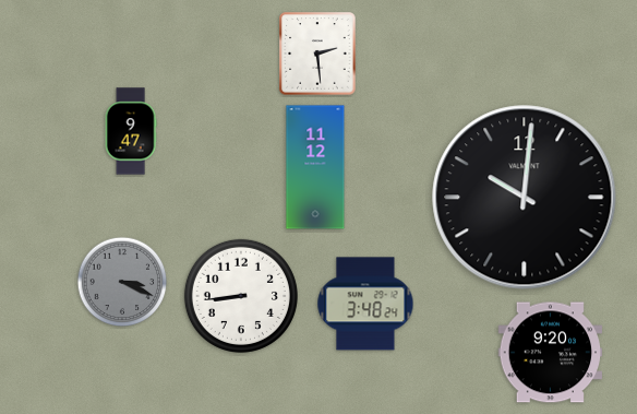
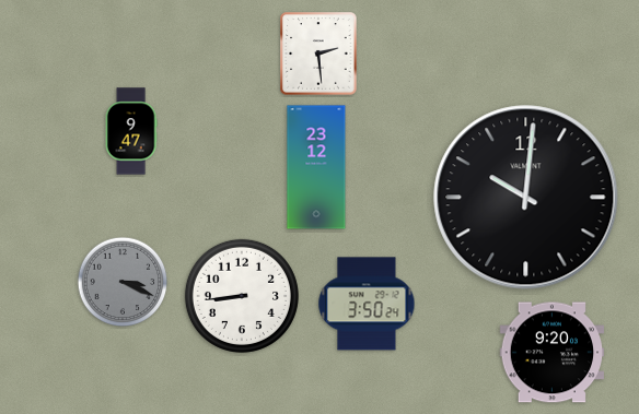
clock at (315, 167): 11:12 -> 23:12
clock at (365, 304): 3:48 -> 3:50
